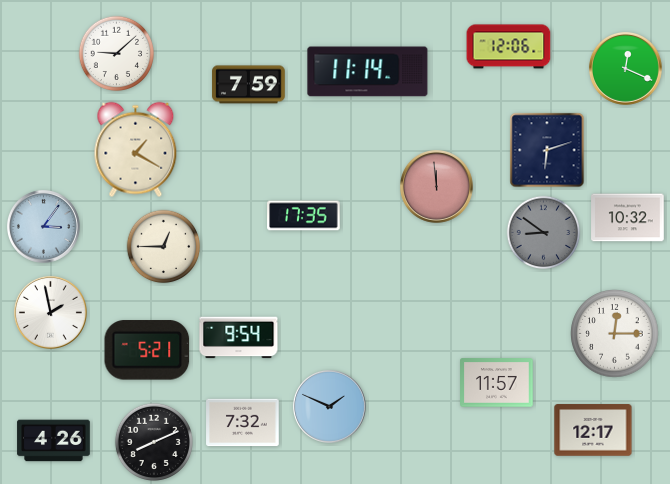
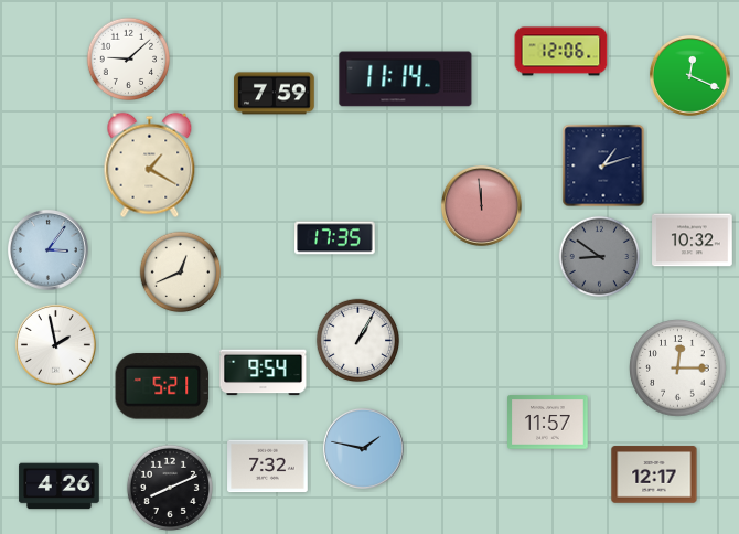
clock at (547, 150): 6:12 -> 1:12
clock at (164, 247): 12:45 -> 12:41
clock at (358, 341): none -> 1:05
clock at (329, 406): 1:49 -> 1:47
